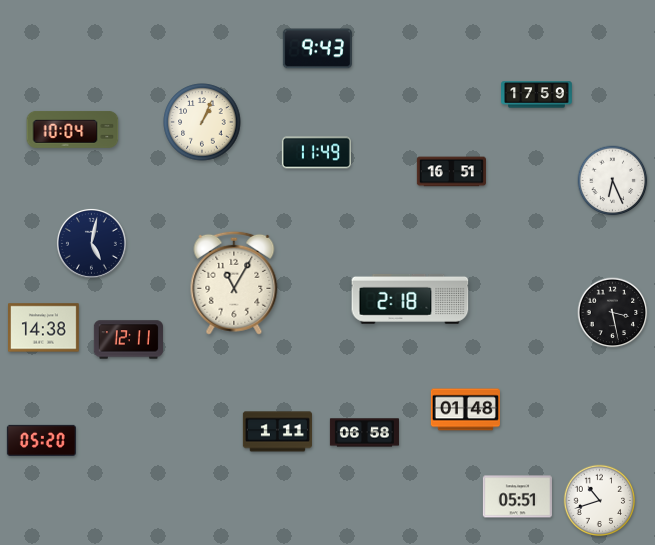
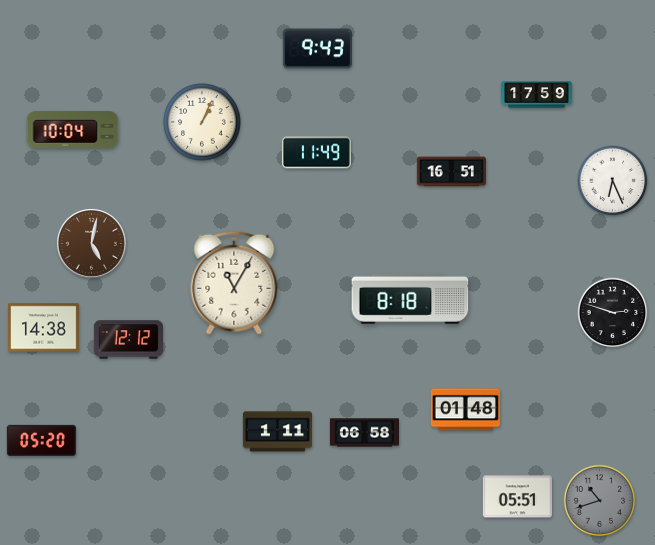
clock at (91, 243) dial: navy -> brown
clock at (410, 299): 2:18 -> 8:18
clock at (613, 313): 3:28 -> 2:48
clock at (128, 340): 12:11 -> 12:12
clock at (600, 501) dial: white -> grey
